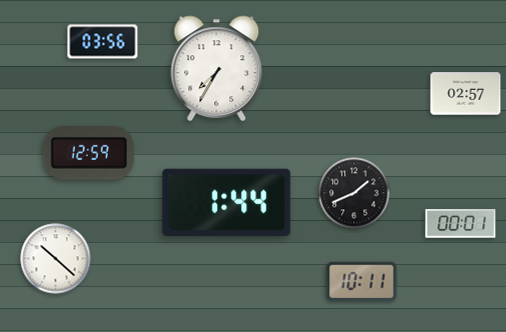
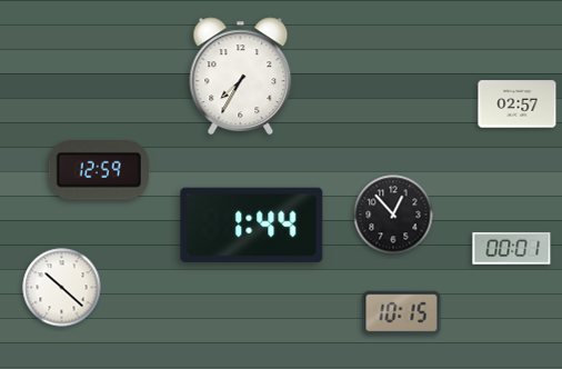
clock at (103, 42): 03:56 -> none
clock at (354, 193): 1:41 -> 12:53
clock at (362, 282): 10:11 -> 10:15
